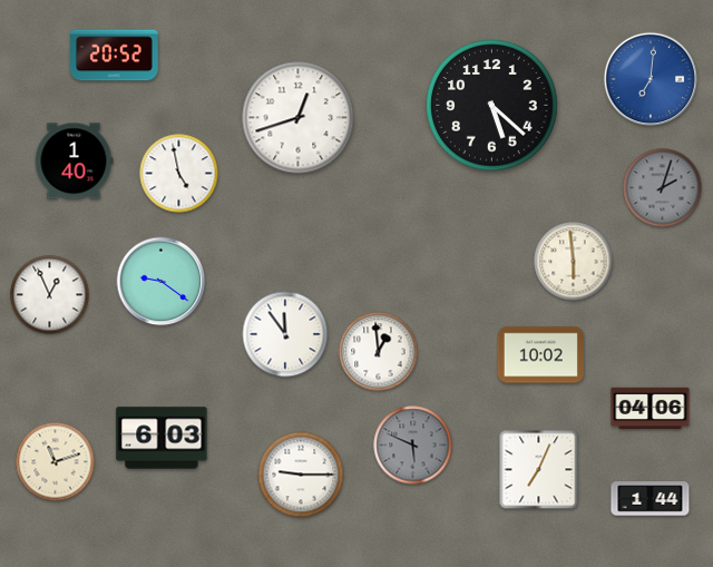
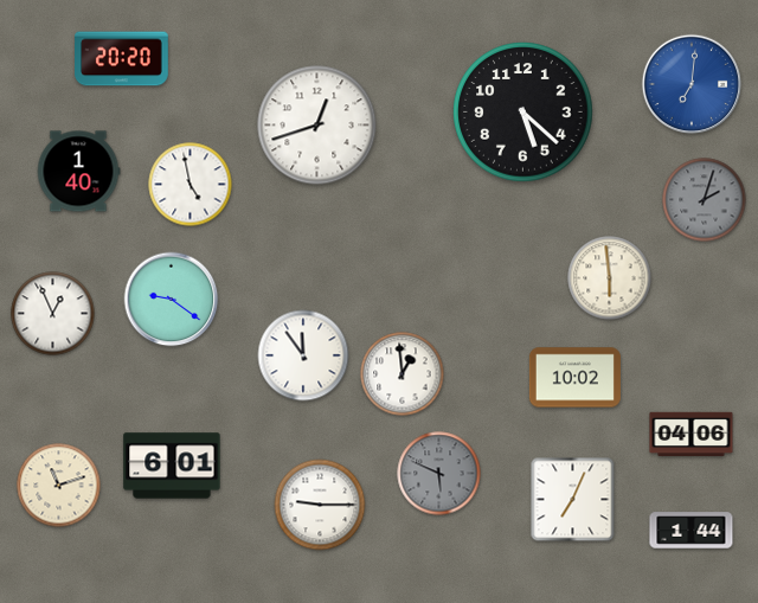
clock at (115, 56): 20:52 -> 20:20
clock at (162, 438): 6:03 -> 6:01
clock at (56, 462) position: (56, 462) -> (59, 486)
